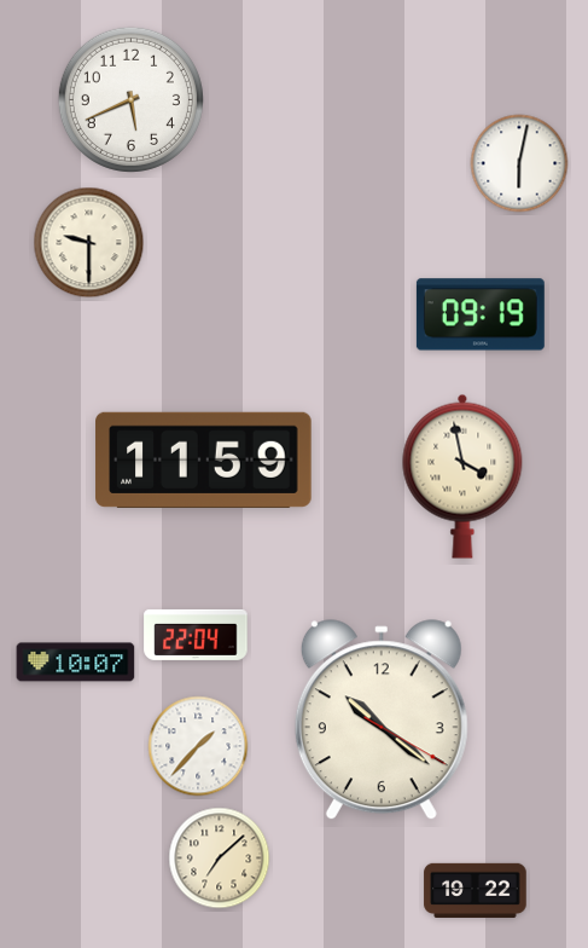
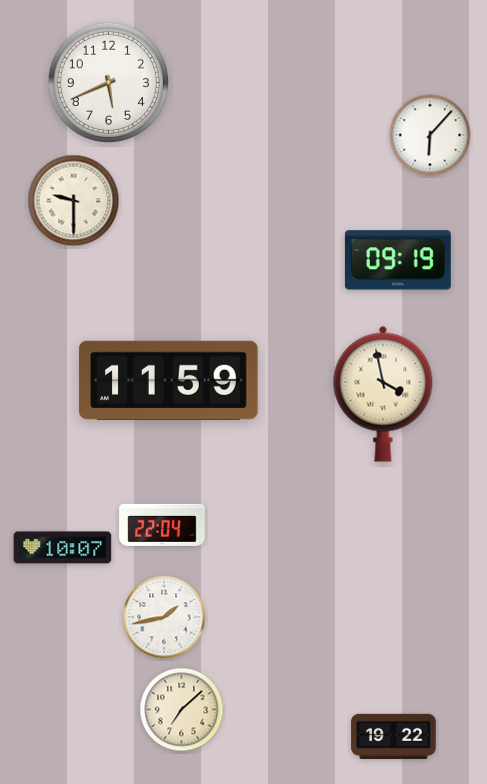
clock at (519, 163): 6:02 -> 6:07
clock at (382, 721): 10:21 -> none
clock at (198, 746): 1:37 -> 1:43
